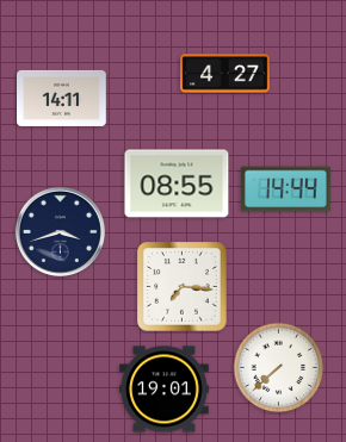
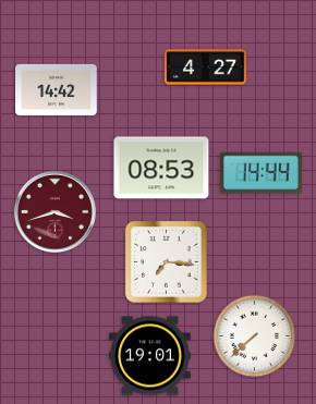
clock at (62, 98): 14:11 -> 14:42
clock at (177, 183): 08:55 -> 08:53
clock at (60, 231) dial: navy -> burgundy
